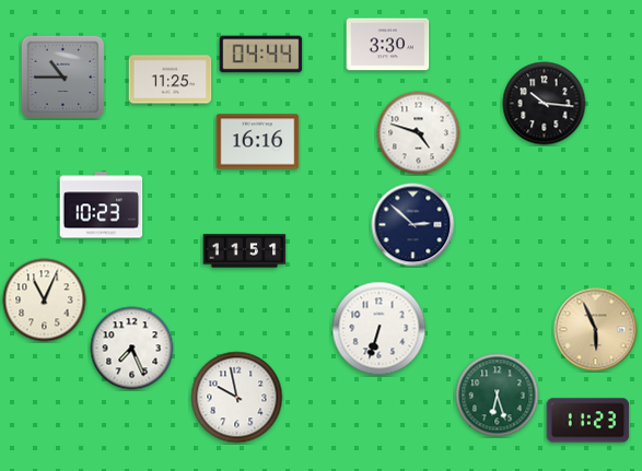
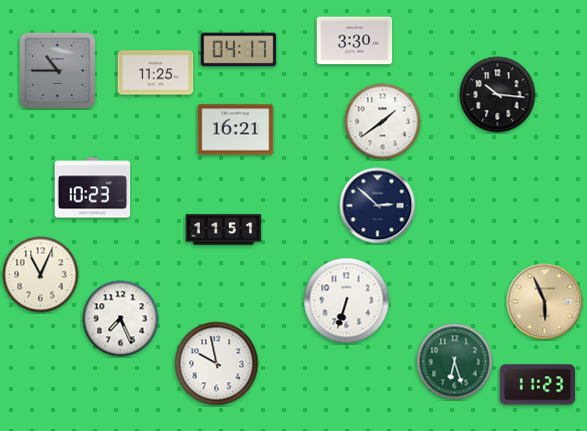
clock at (261, 55): 04:44 -> 04:17
clock at (419, 133): 4:48 -> 1:39
clock at (258, 142): 16:16 -> 16:21
